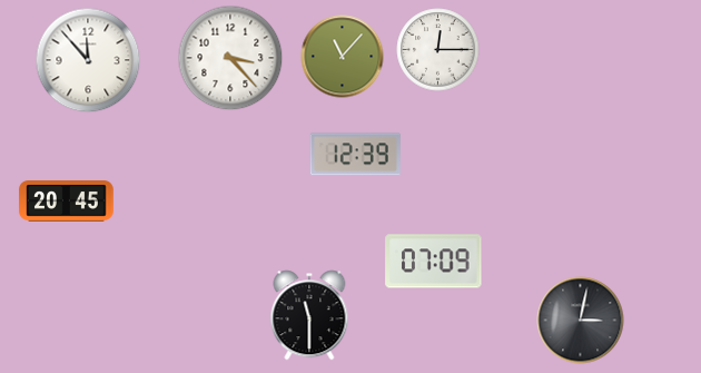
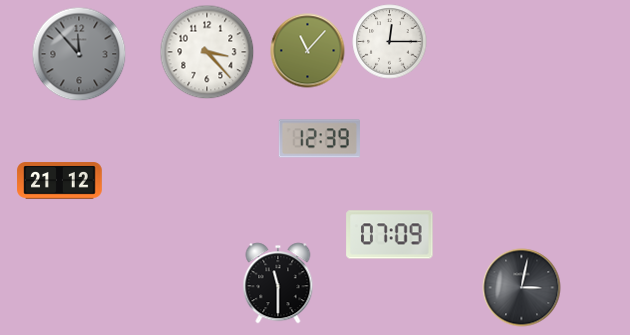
clock at (438, 50) position: (438, 50) -> (390, 42)
clock at (88, 60) dial: white -> grey
clock at (67, 202): 20:45 -> 21:12
